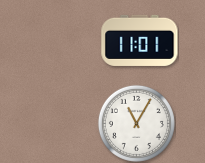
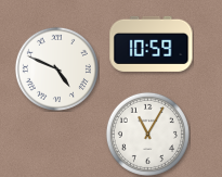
clock at (140, 40): 11:01 -> 10:59
clock at (56, 68): none -> 4:49
